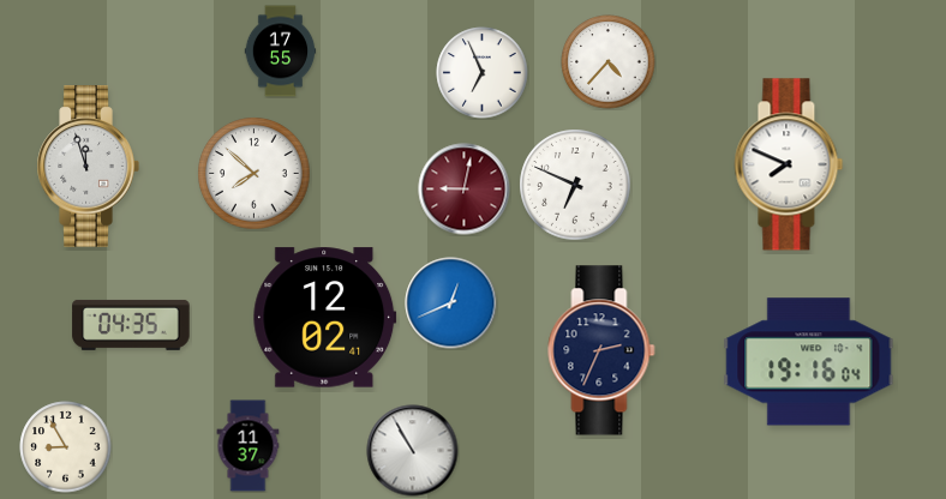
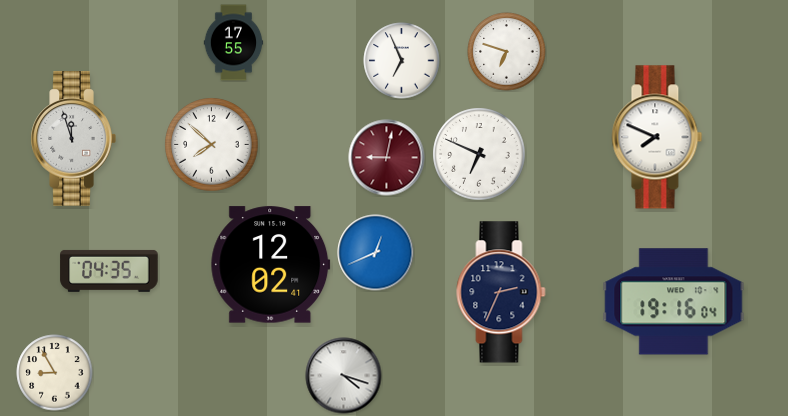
clock at (609, 62): 4:37 -> 6:48
clock at (249, 446): 11:37 -> none
clock at (413, 451): 10:55 -> 4:18
